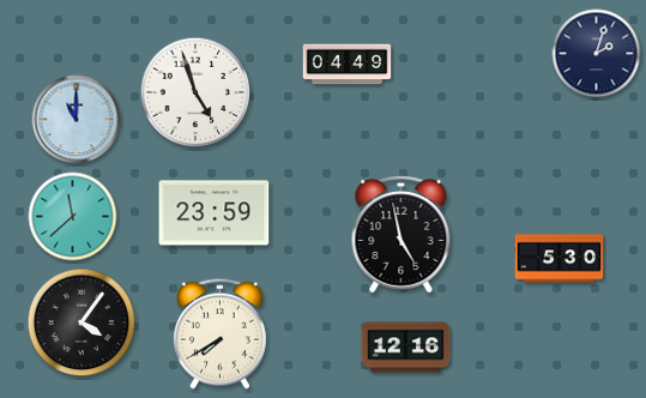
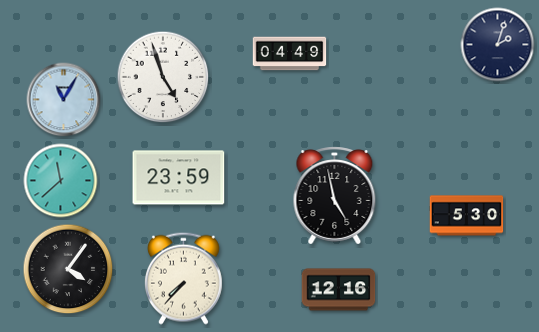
clock at (77, 120): 11:00 -> 11:05
clock at (219, 333): 7:40 -> 7:37
